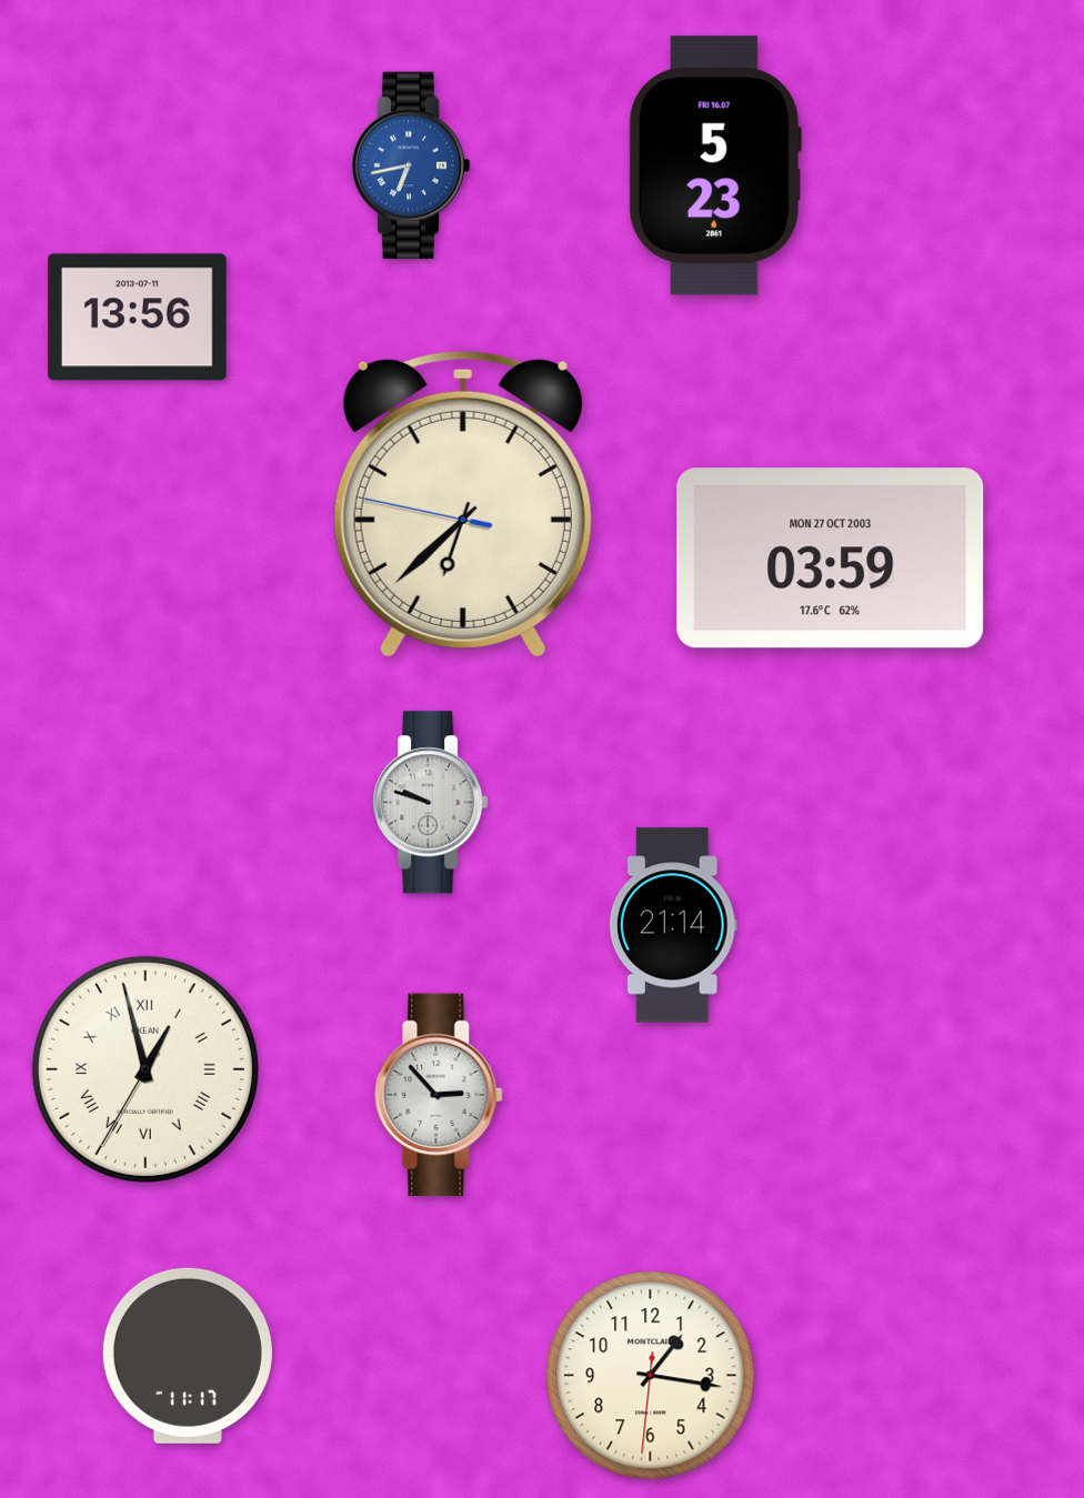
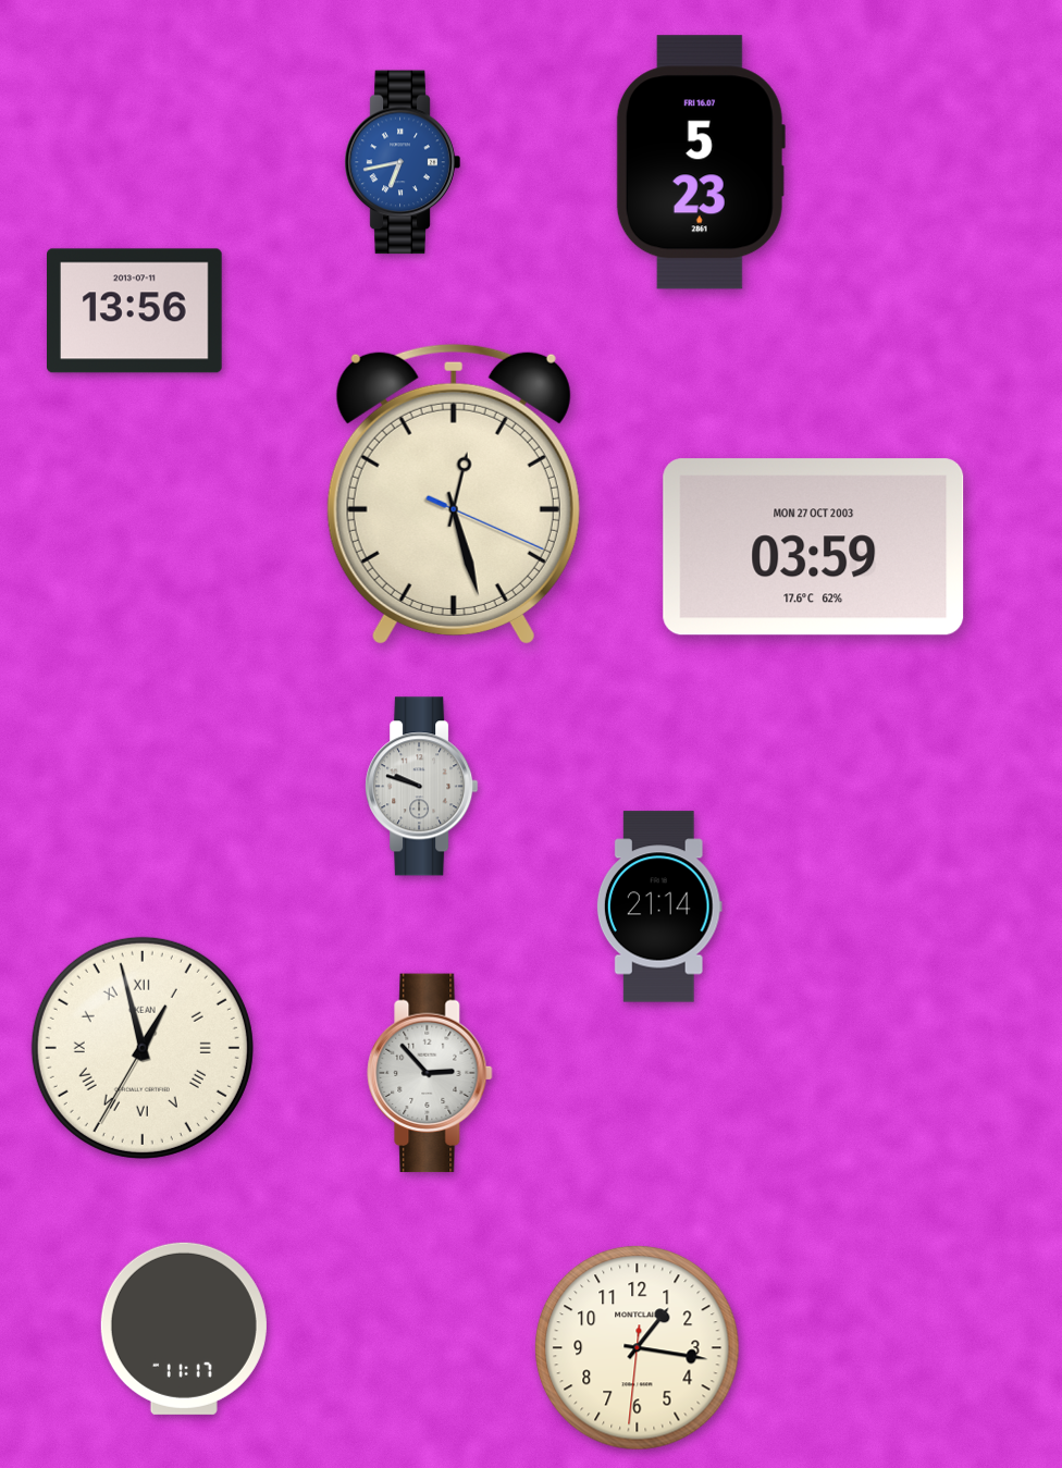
clock at (463, 504): 6:37 -> 12:27
